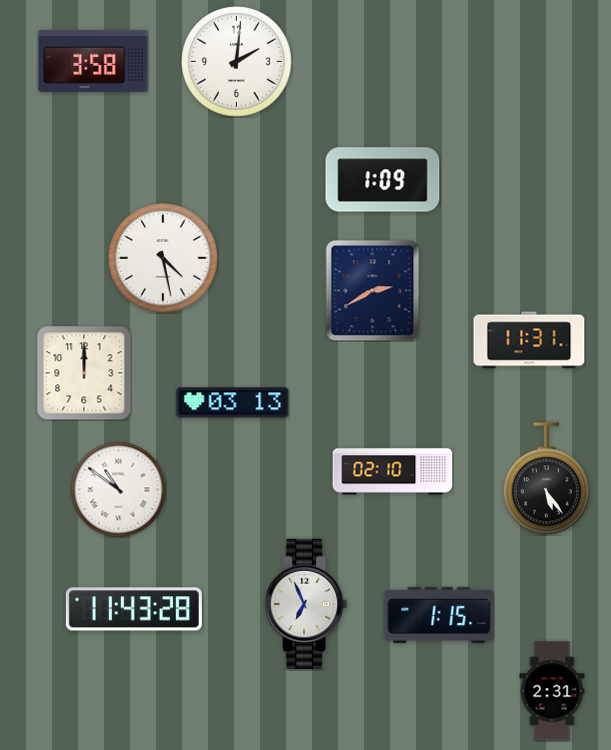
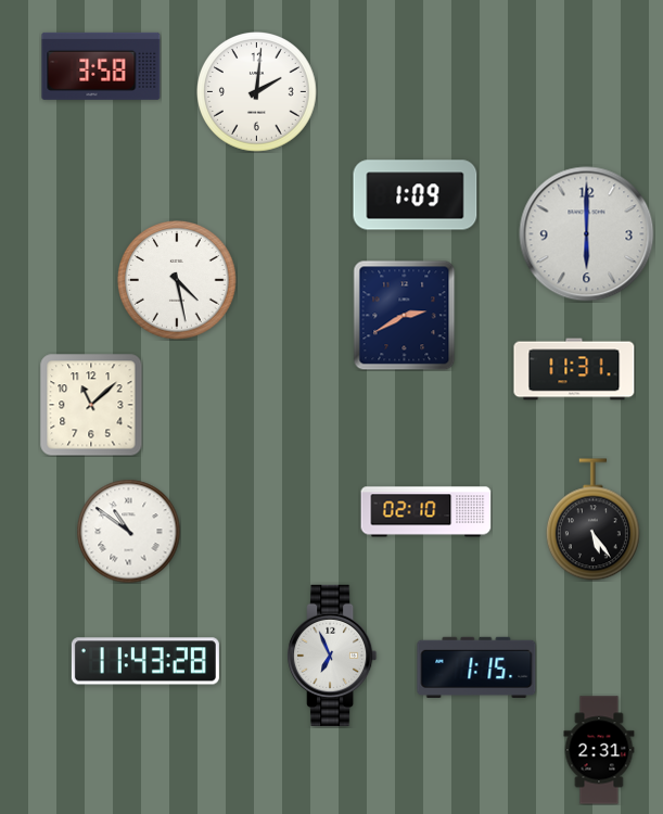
clock at (237, 62) position: (237, 62) -> (257, 92)
clock at (587, 234): none -> 6:00
clock at (84, 373): 12:00 -> 11:08
clock at (233, 403): 03:13 -> none
